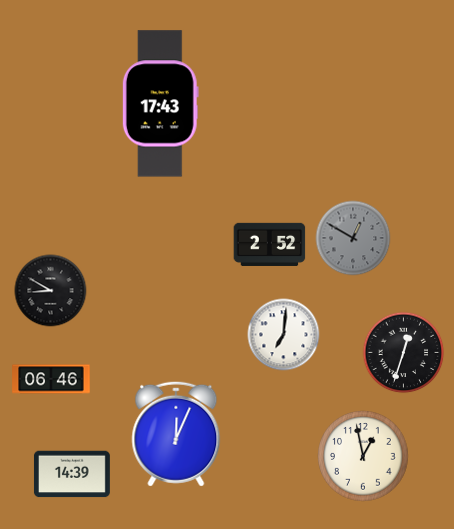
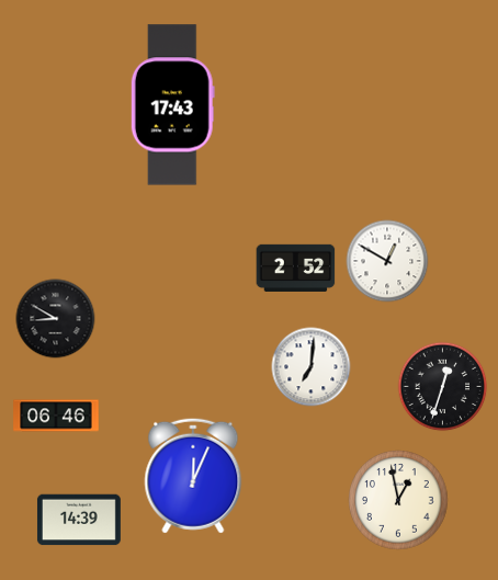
clock at (160, 104) position: (160, 104) -> (172, 105)
clock at (353, 238) dial: grey -> white
